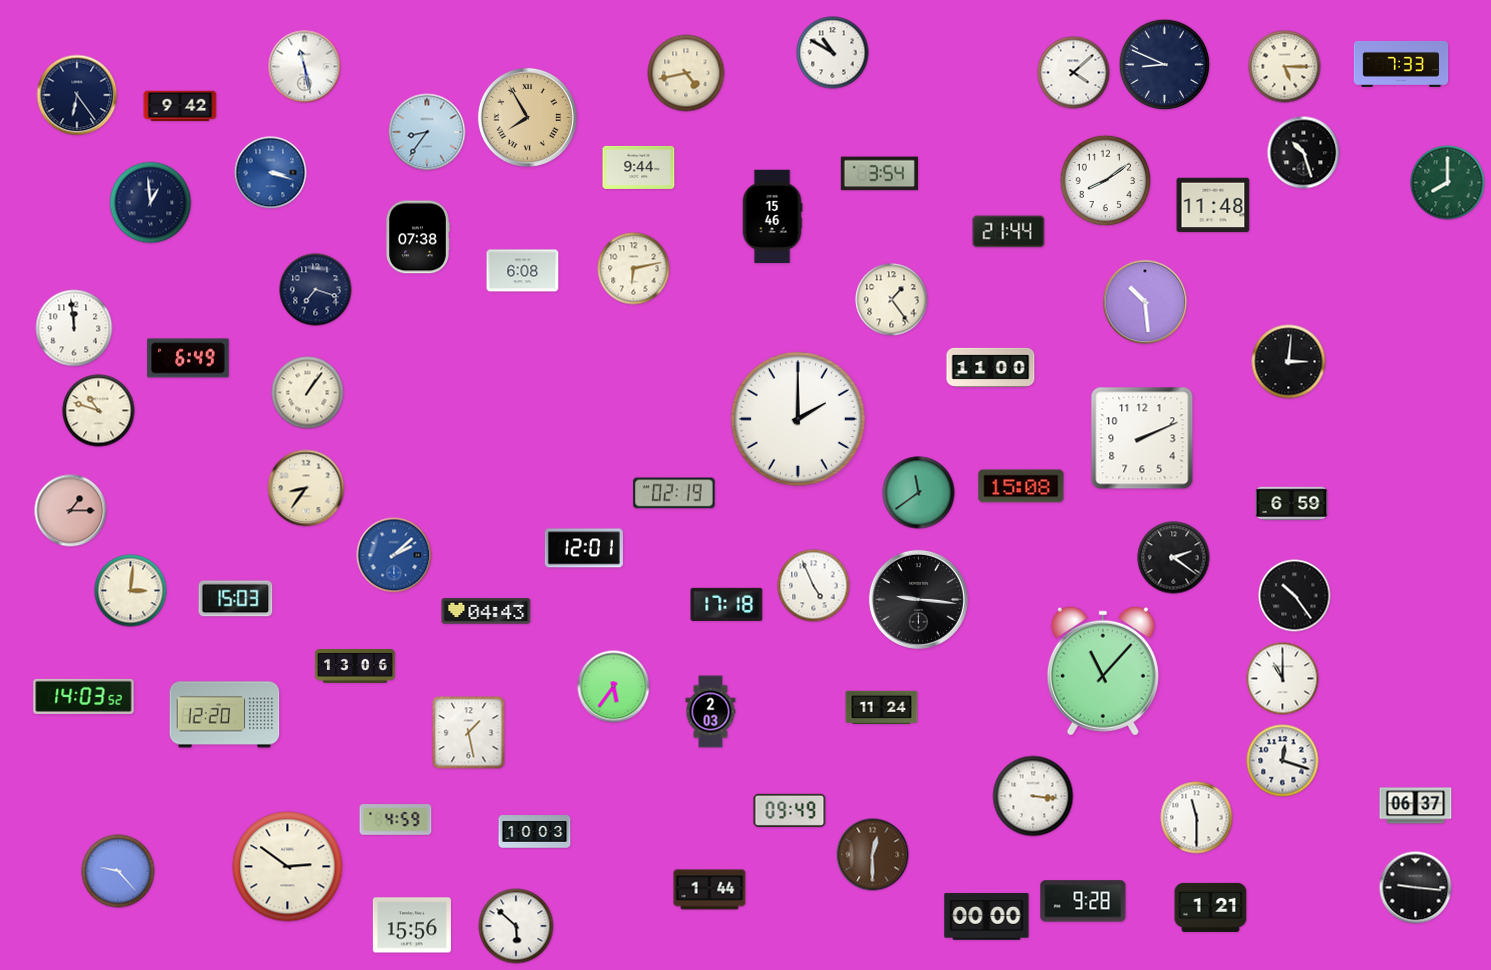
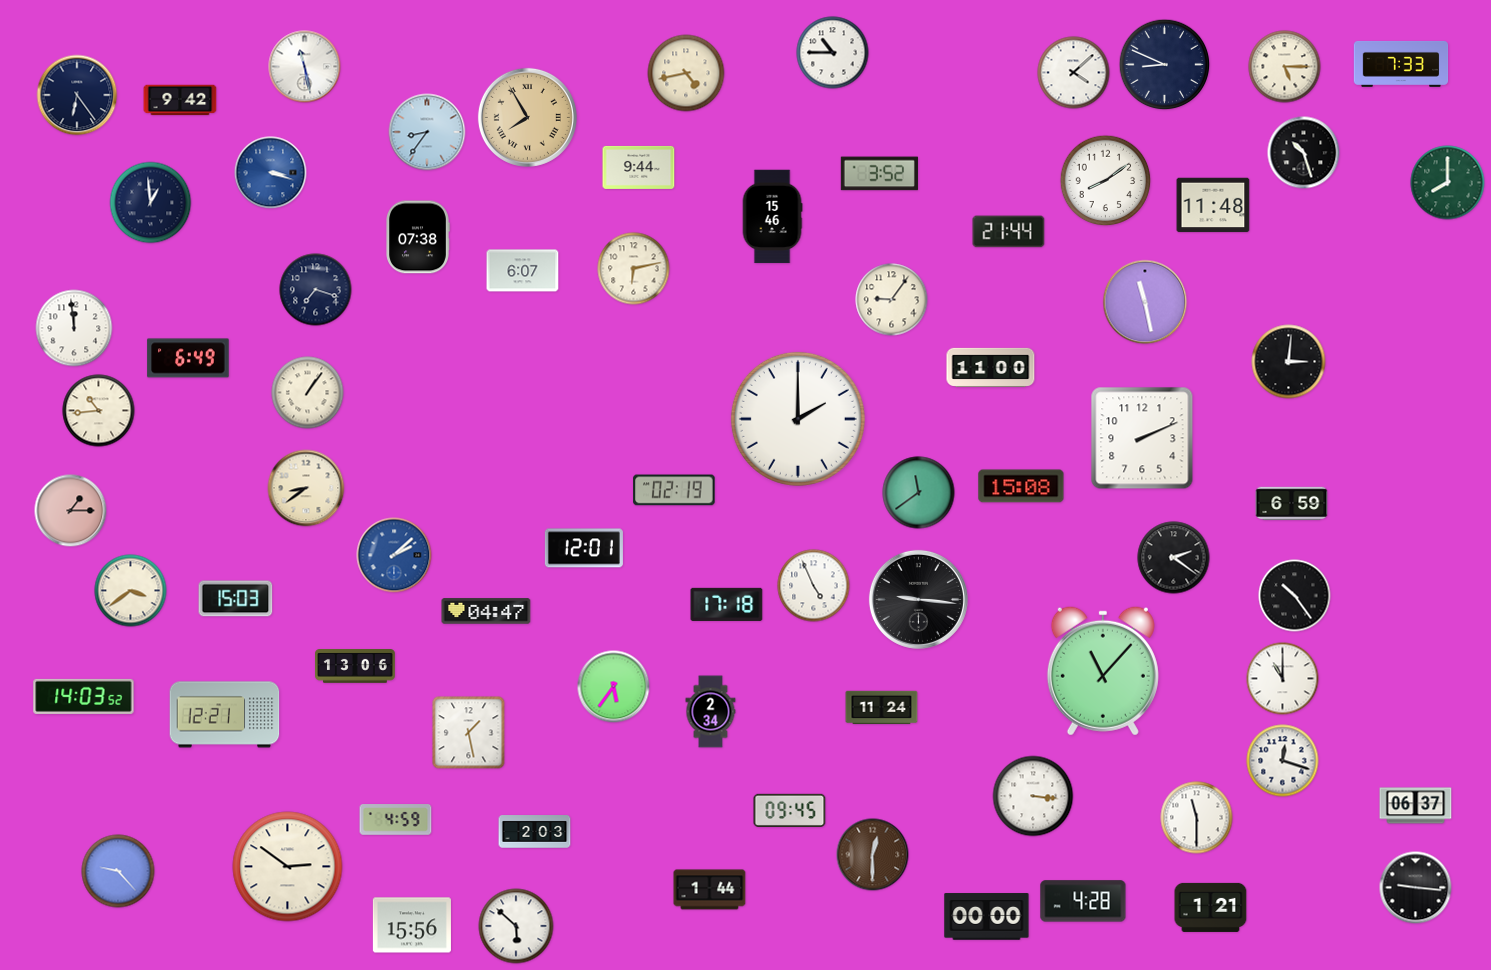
clock at (833, 53): 10:50 -> 10:45
clock at (180, 106) position: (180, 106) -> (180, 100)
clock at (879, 174): 3:54 -> 3:52
clock at (523, 271): 6:08 -> 6:07
clock at (892, 300): 1:24 -> 9:06
clock at (1145, 302): 10:29 -> 11:28
clock at (99, 411): 10:48 -> 10:44
clock at (306, 488): 8:36 -> 8:39
clock at (674, 493) position: (674, 493) -> (674, 490)
clock at (131, 591): 3:01 -> 3:39
clock at (486, 611): 04:43 -> 04:47
clock at (711, 712): 2:03 -> 2:34
clock at (225, 715): 12:20 -> 12:21
clock at (790, 810): 09:49 -> 09:45
clock at (535, 832): 10:03 -> 2:03
clock at (1083, 901): 9:28 -> 4:28
